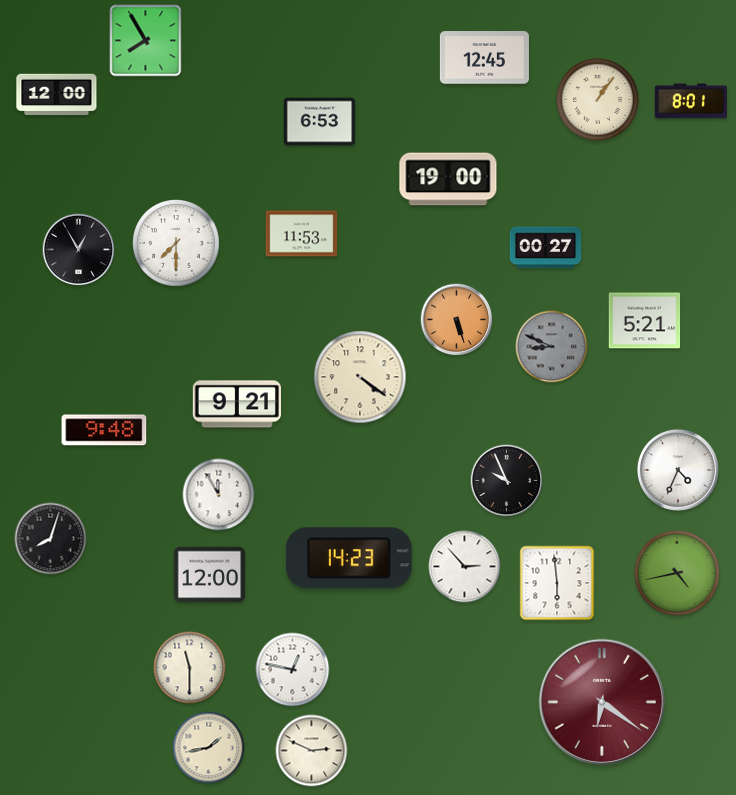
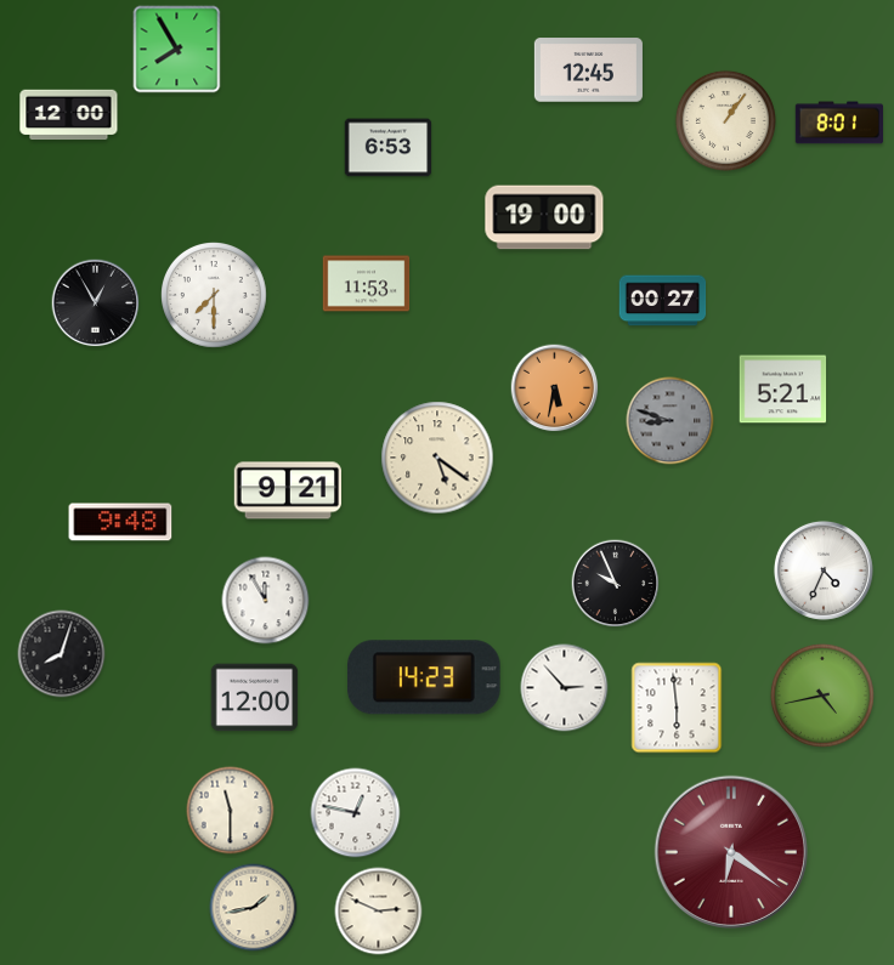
clock at (457, 320): 5:27 -> 5:32
clock at (552, 347): 8:49 -> 8:48
clock at (360, 377): 4:21 -> 5:21
clock at (104, 430) position: (104, 430) -> (120, 522)
